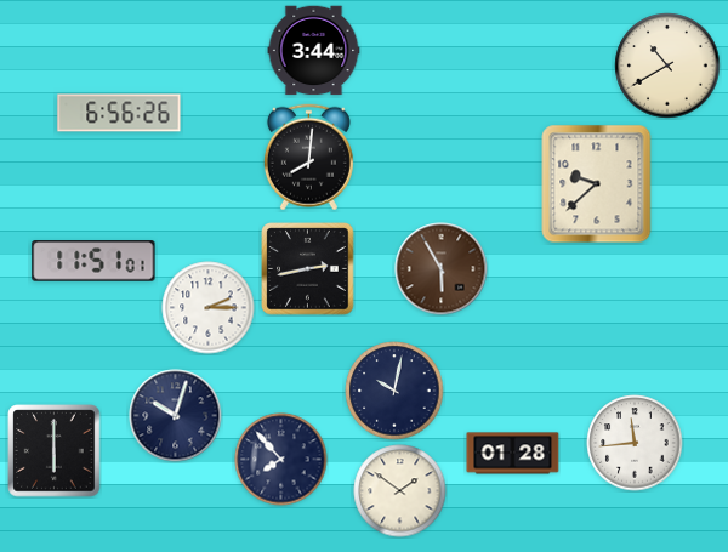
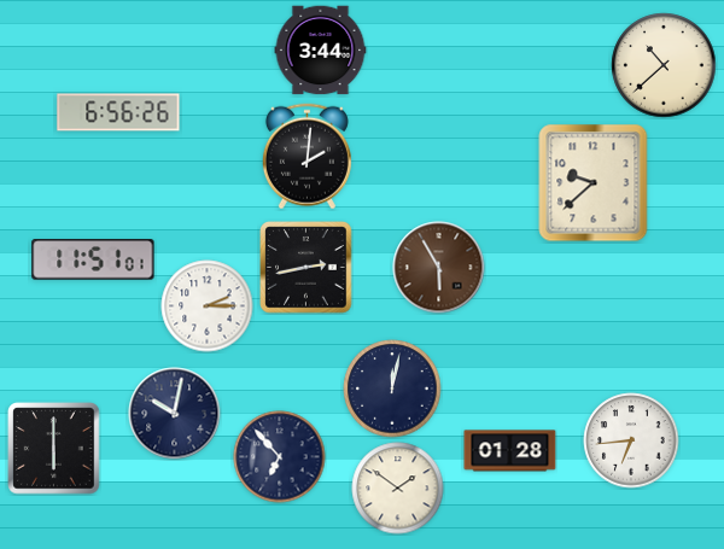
clock at (314, 51) position: (314, 51) -> (321, 51)
clock at (667, 66): 10:40 -> 10:38
clock at (308, 158): 8:01 -> 2:01
clock at (394, 391): 10:02 -> 12:02
clock at (176, 416): 10:03 -> 10:02
clock at (635, 443): 11:44 -> 6:44
clock at (281, 460): 7:53 -> 6:53
